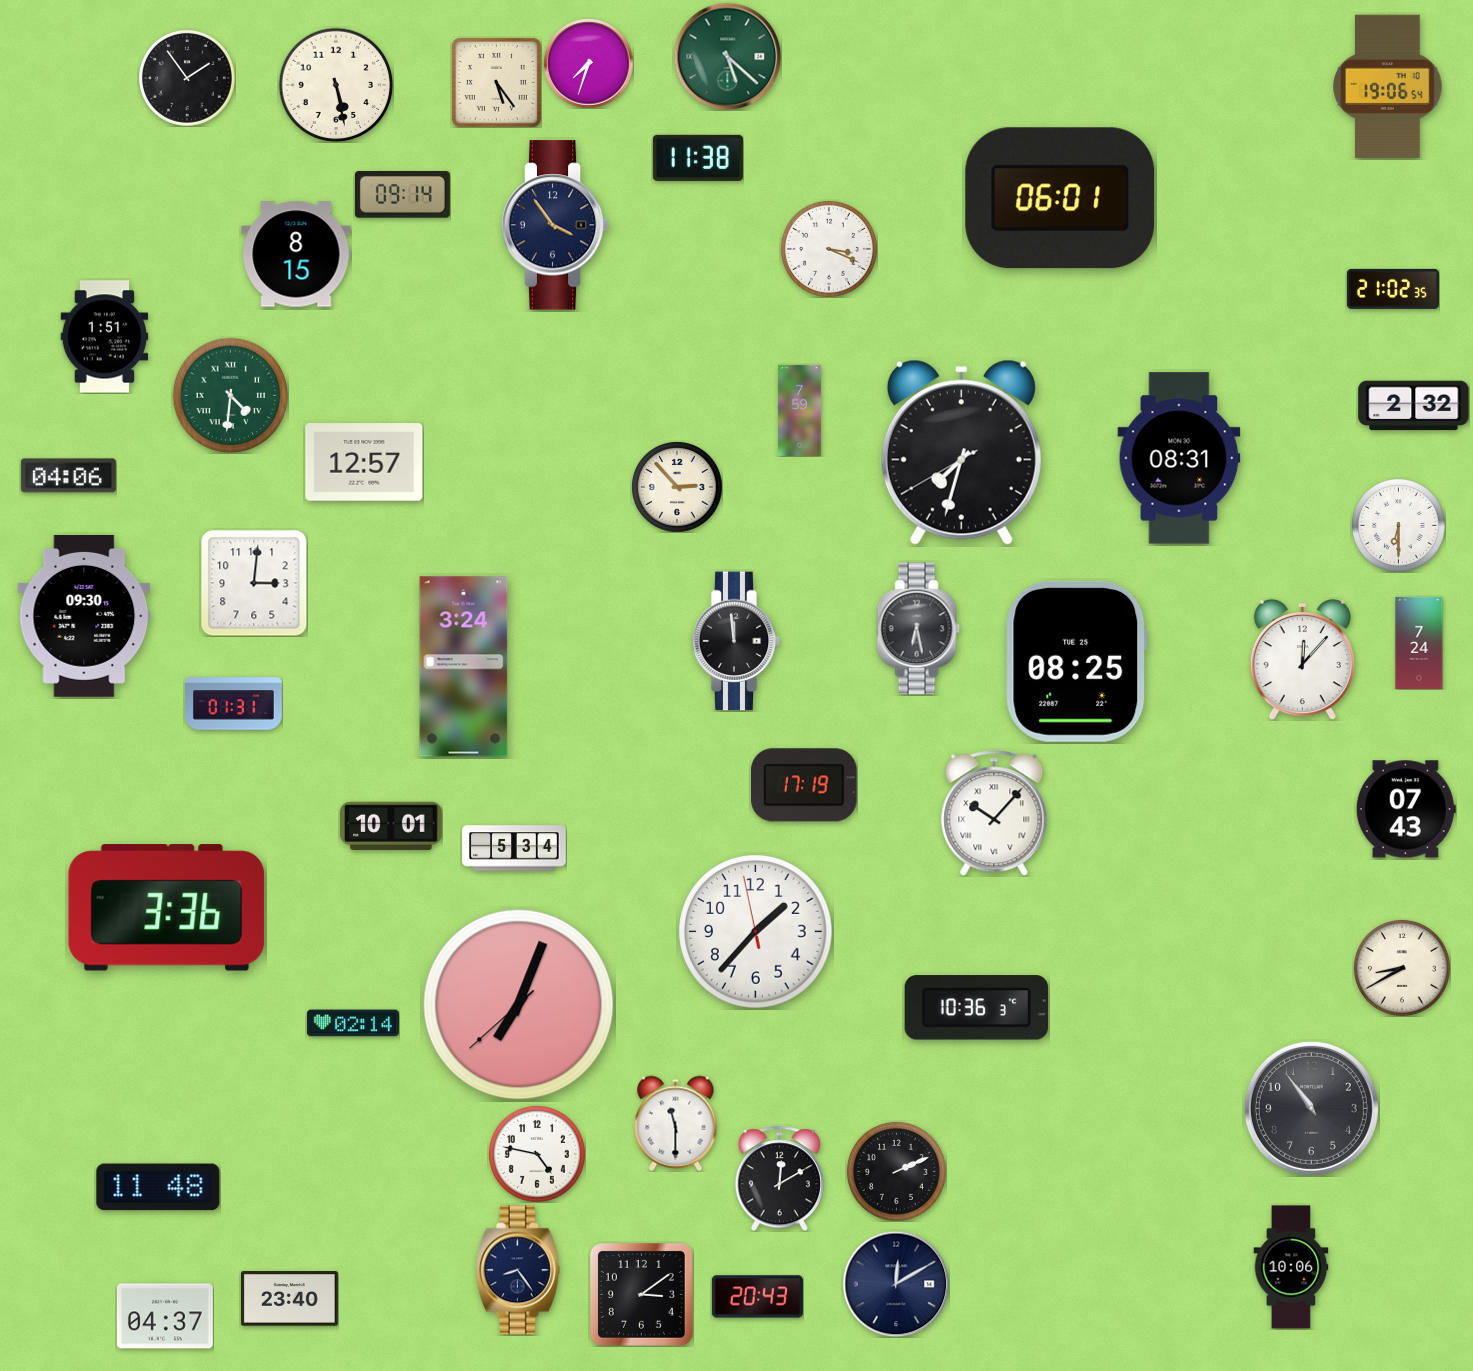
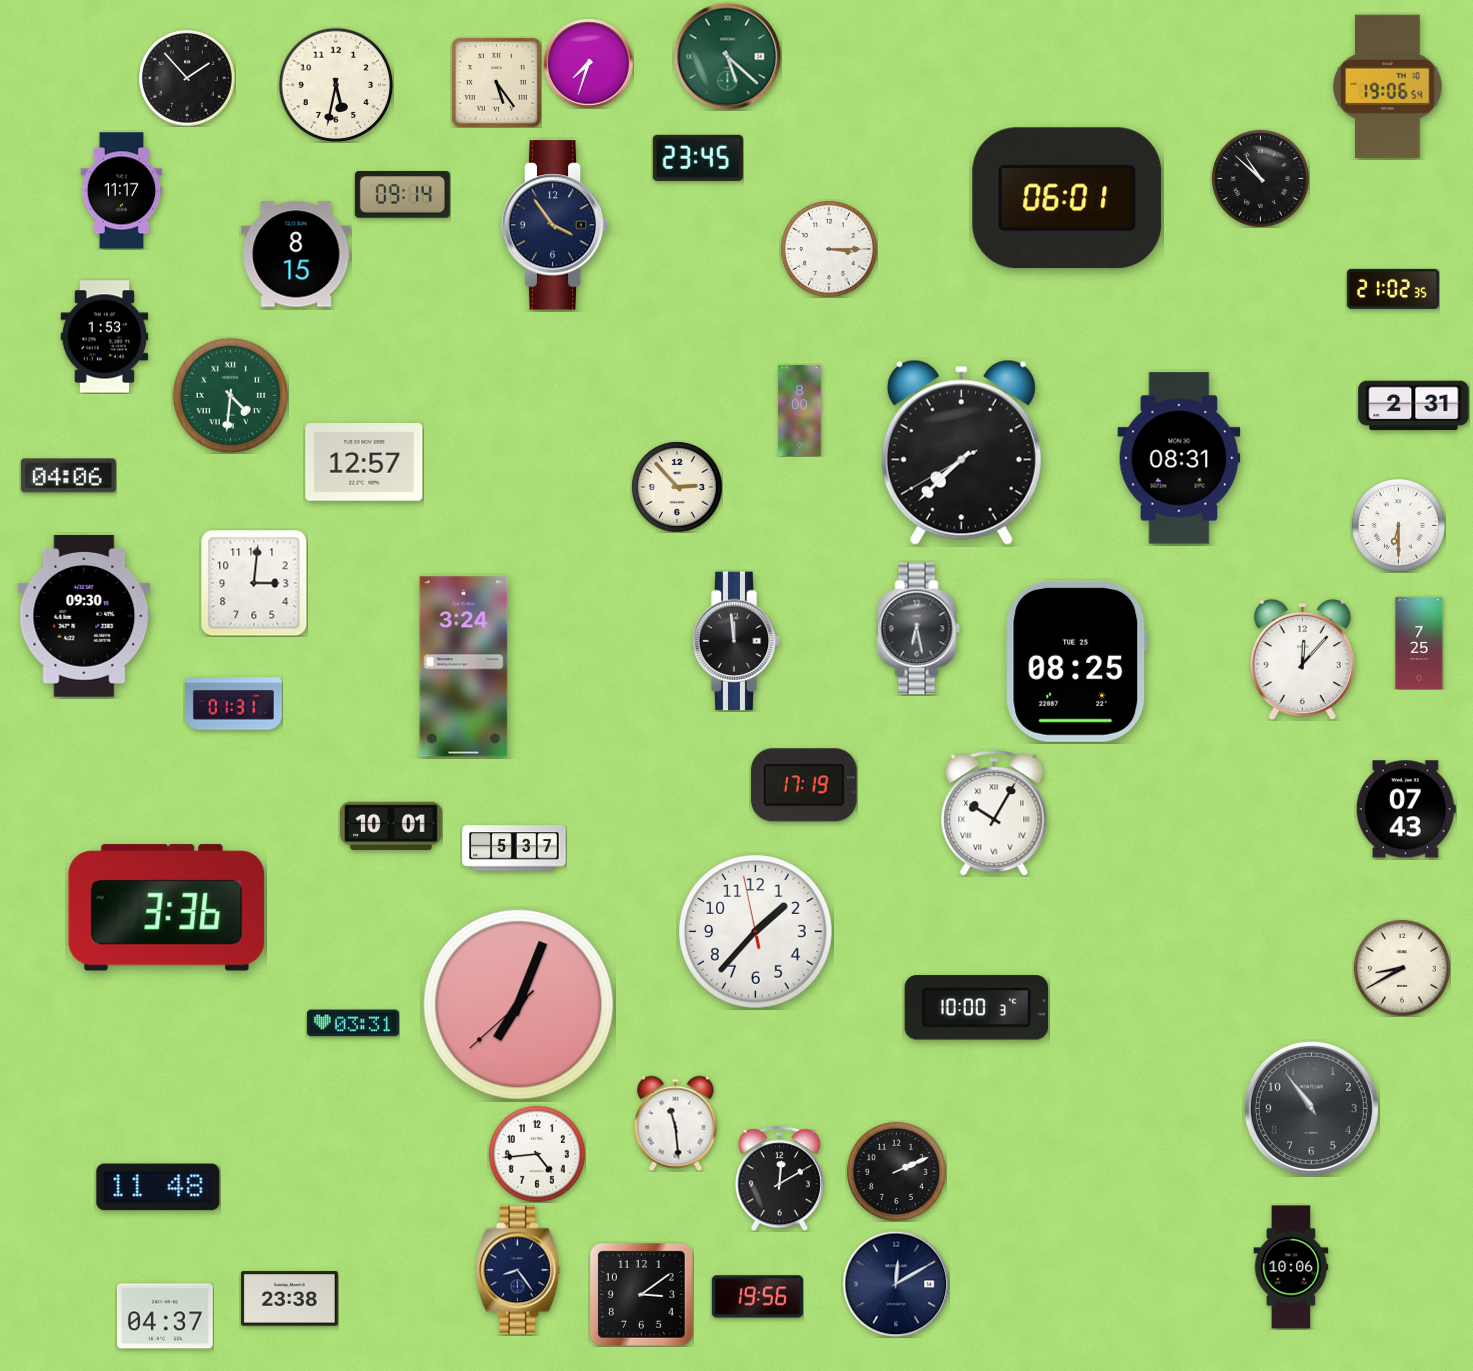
clock at (187, 78): 1:54 -> 1:53
clock at (336, 85): 5:28 -> 5:32
clock at (698, 158): 11:38 -> 23:45
clock at (1260, 178): none -> 10:52
clock at (122, 191): none -> 11:17
clock at (1060, 198) position: (1060, 198) -> (1067, 198)
clock at (829, 249): 3:19 -> 3:15
clock at (105, 337): 1:51 -> 1:53
clock at (1414, 406): 2:32 -> 2:31
clock at (800, 410): 7:59 -> 8:00
clock at (961, 452): 7:32 -> 7:37
clock at (1419, 643): 7:24 -> 7:25
clock at (994, 813): 10:07 -> 10:05
clock at (514, 848): 5:34 -> 5:37
clock at (976, 1008): 10:36 -> 10:00
clock at (353, 1023): 02:14 -> 03:31
clock at (676, 1123): 11:30 -> 11:29
clock at (537, 1154): 4:47 -> 4:44
clock at (757, 1297): 20:43 -> 19:56
clock at (289, 1299): 23:40 -> 23:38
